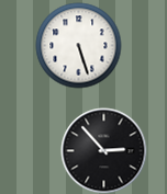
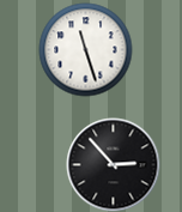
clock at (78, 45): 5:27 -> 11:27
